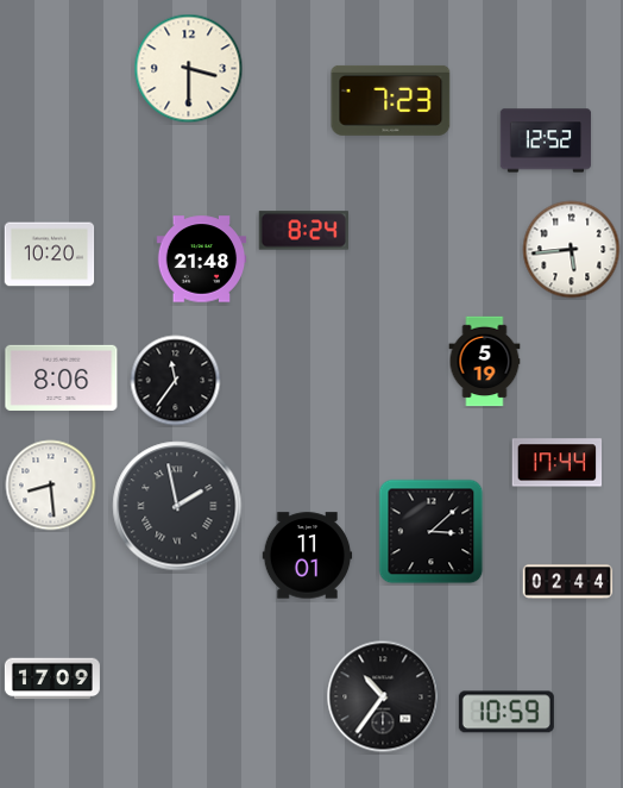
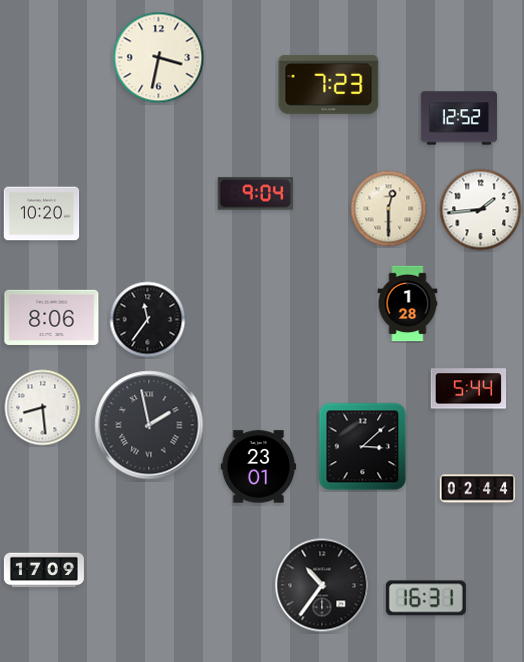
clock at (189, 69): 3:30 -> 3:32
clock at (304, 231): 8:24 -> 9:04
clock at (389, 209): none -> 12:30
clock at (572, 250): 5:44 -> 1:44
clock at (202, 259): 21:48 -> none
clock at (485, 362): 5:19 -> 1:28
clock at (558, 463): 17:44 -> 5:44
clock at (308, 556): 11:01 -> 23:01
clock at (506, 712): 10:59 -> 16:31
